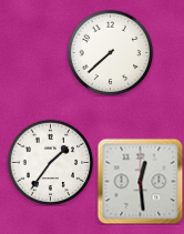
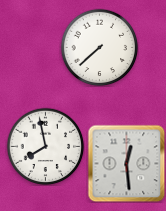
clock at (50, 162): 1:36 -> 7:58
